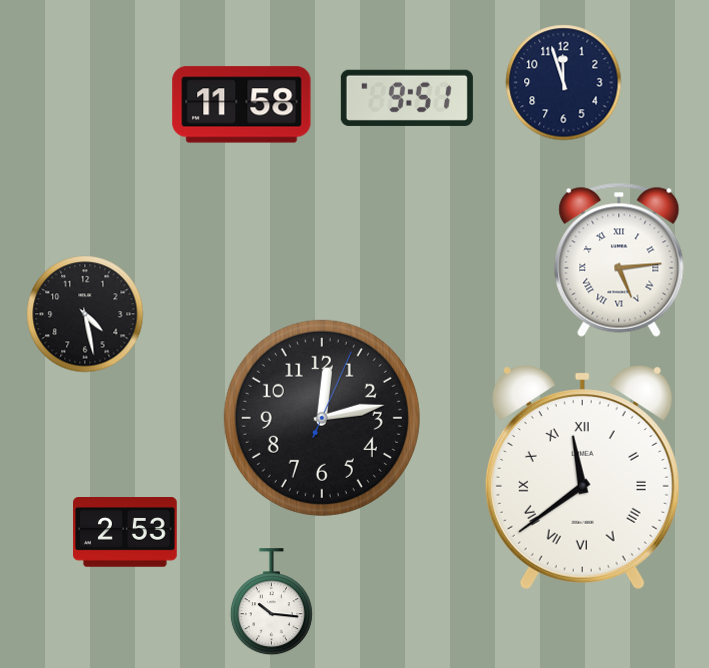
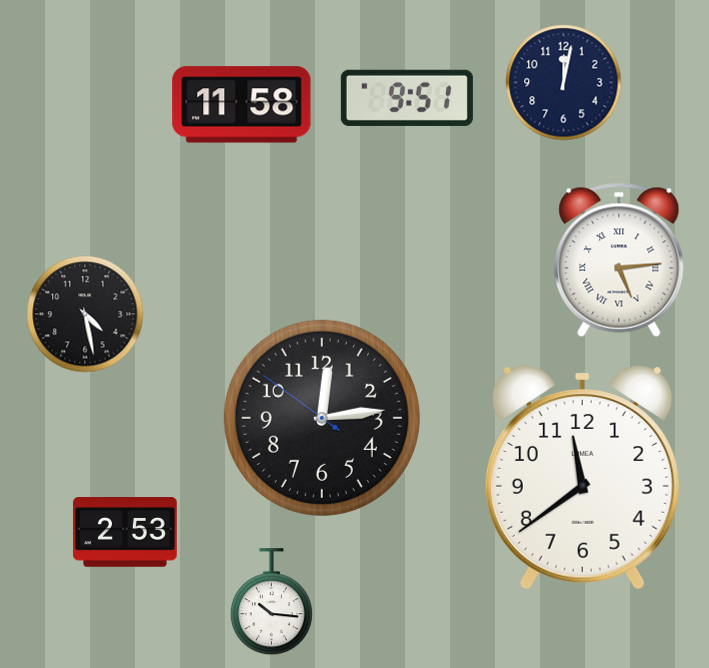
clock at (564, 83): 11:57 -> 12:02
clock at (322, 418): 12:13:04 -> 12:13:51
clock at (582, 478) numerals: Roman -> Arabic
